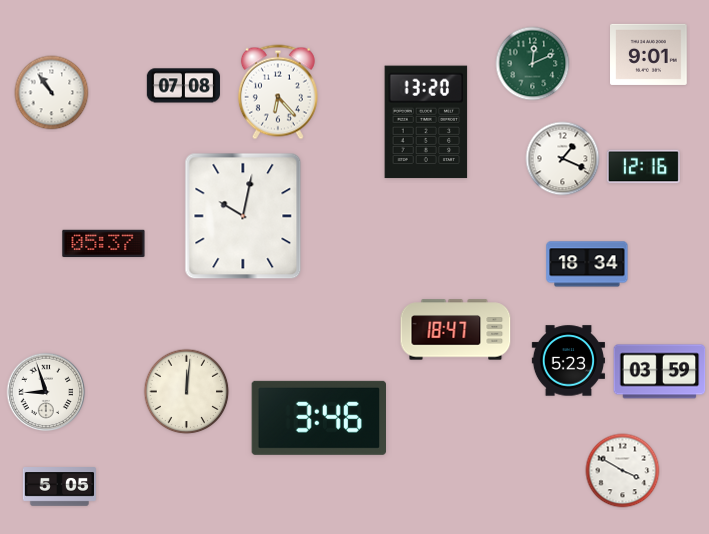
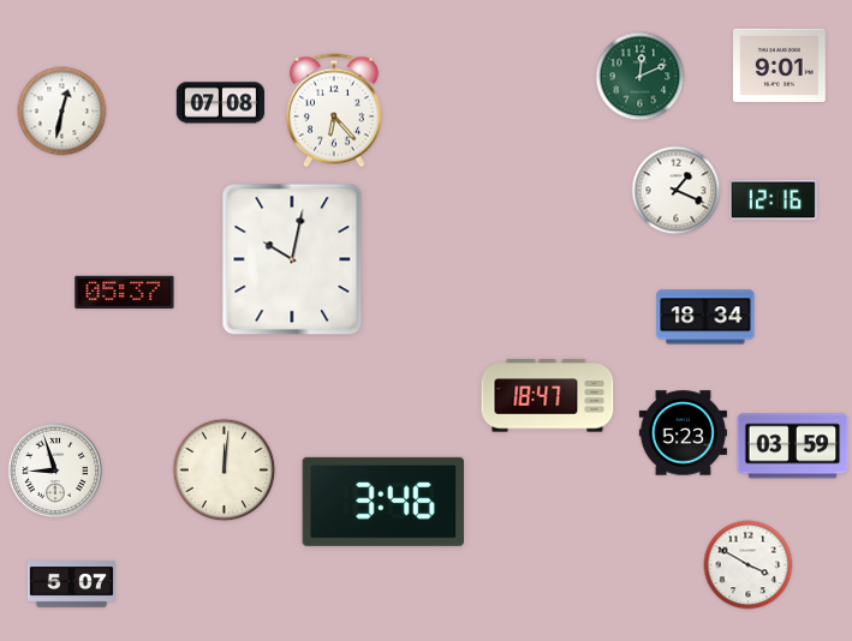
clock at (52, 93): 10:54 -> 12:32
clock at (426, 122): 13:20 -> none
clock at (59, 487): 5:05 -> 5:07
